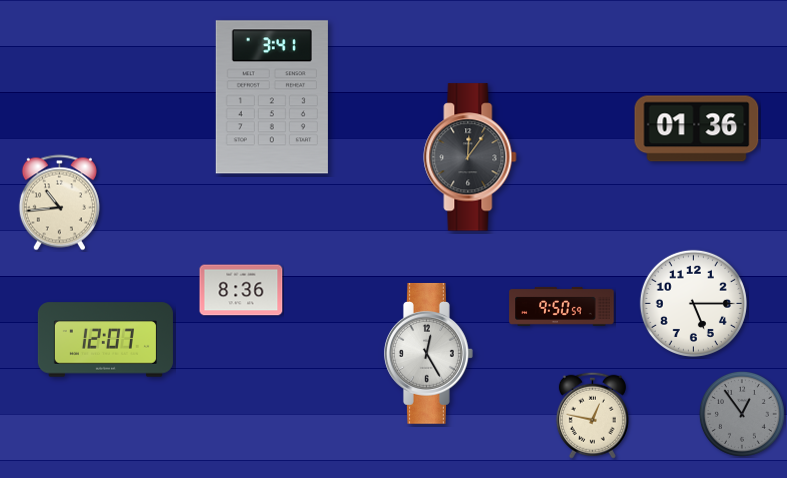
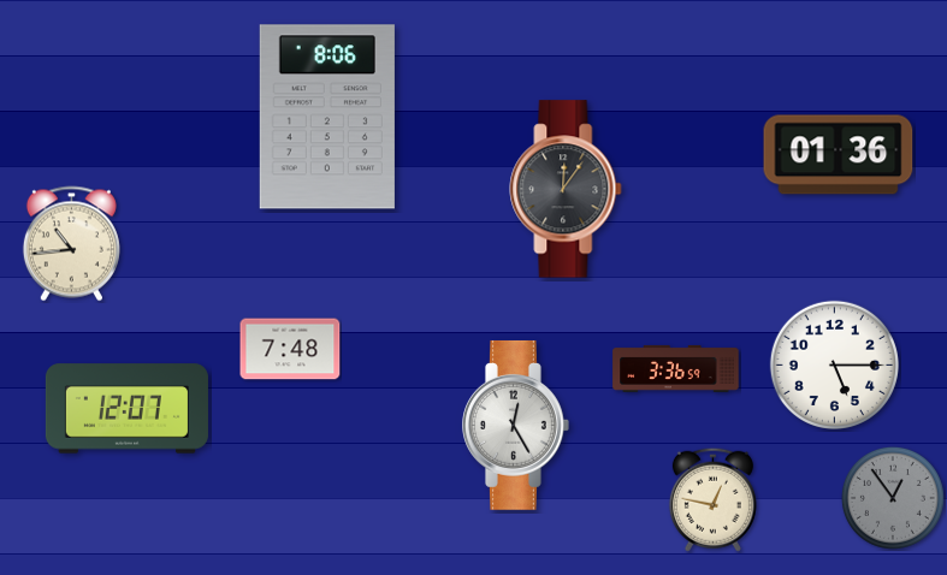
clock at (272, 97): 3:41 -> 8:06
clock at (241, 290): 8:36 -> 7:48
clock at (562, 306): 9:50 -> 3:36
